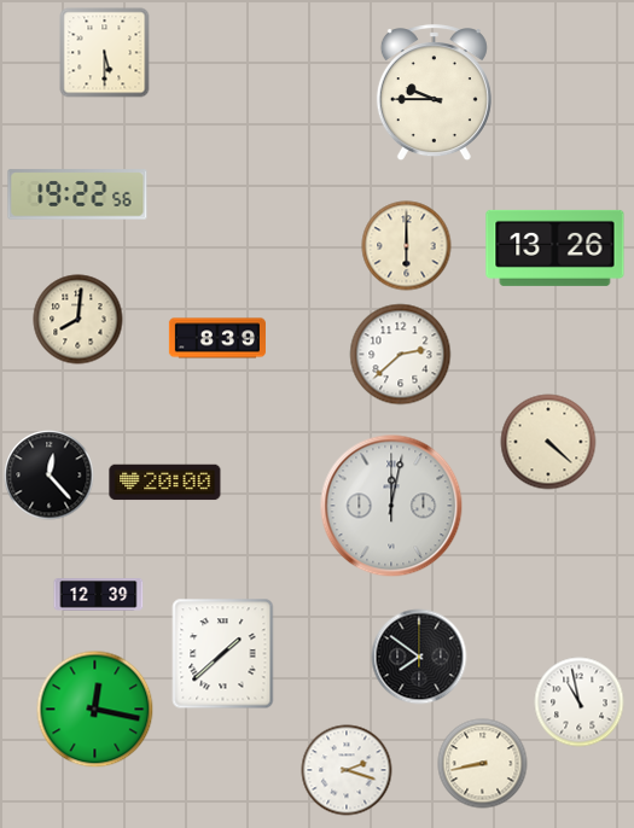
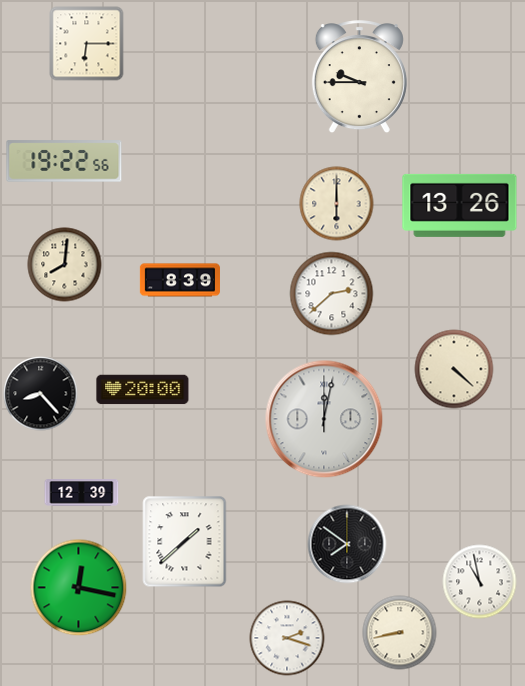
clock at (105, 53): 5:30 -> 6:15
clock at (548, 442) position: (548, 442) -> (454, 369)
clock at (50, 476): 12:23 -> 8:23
clock at (165, 483) position: (165, 483) -> (143, 390)
